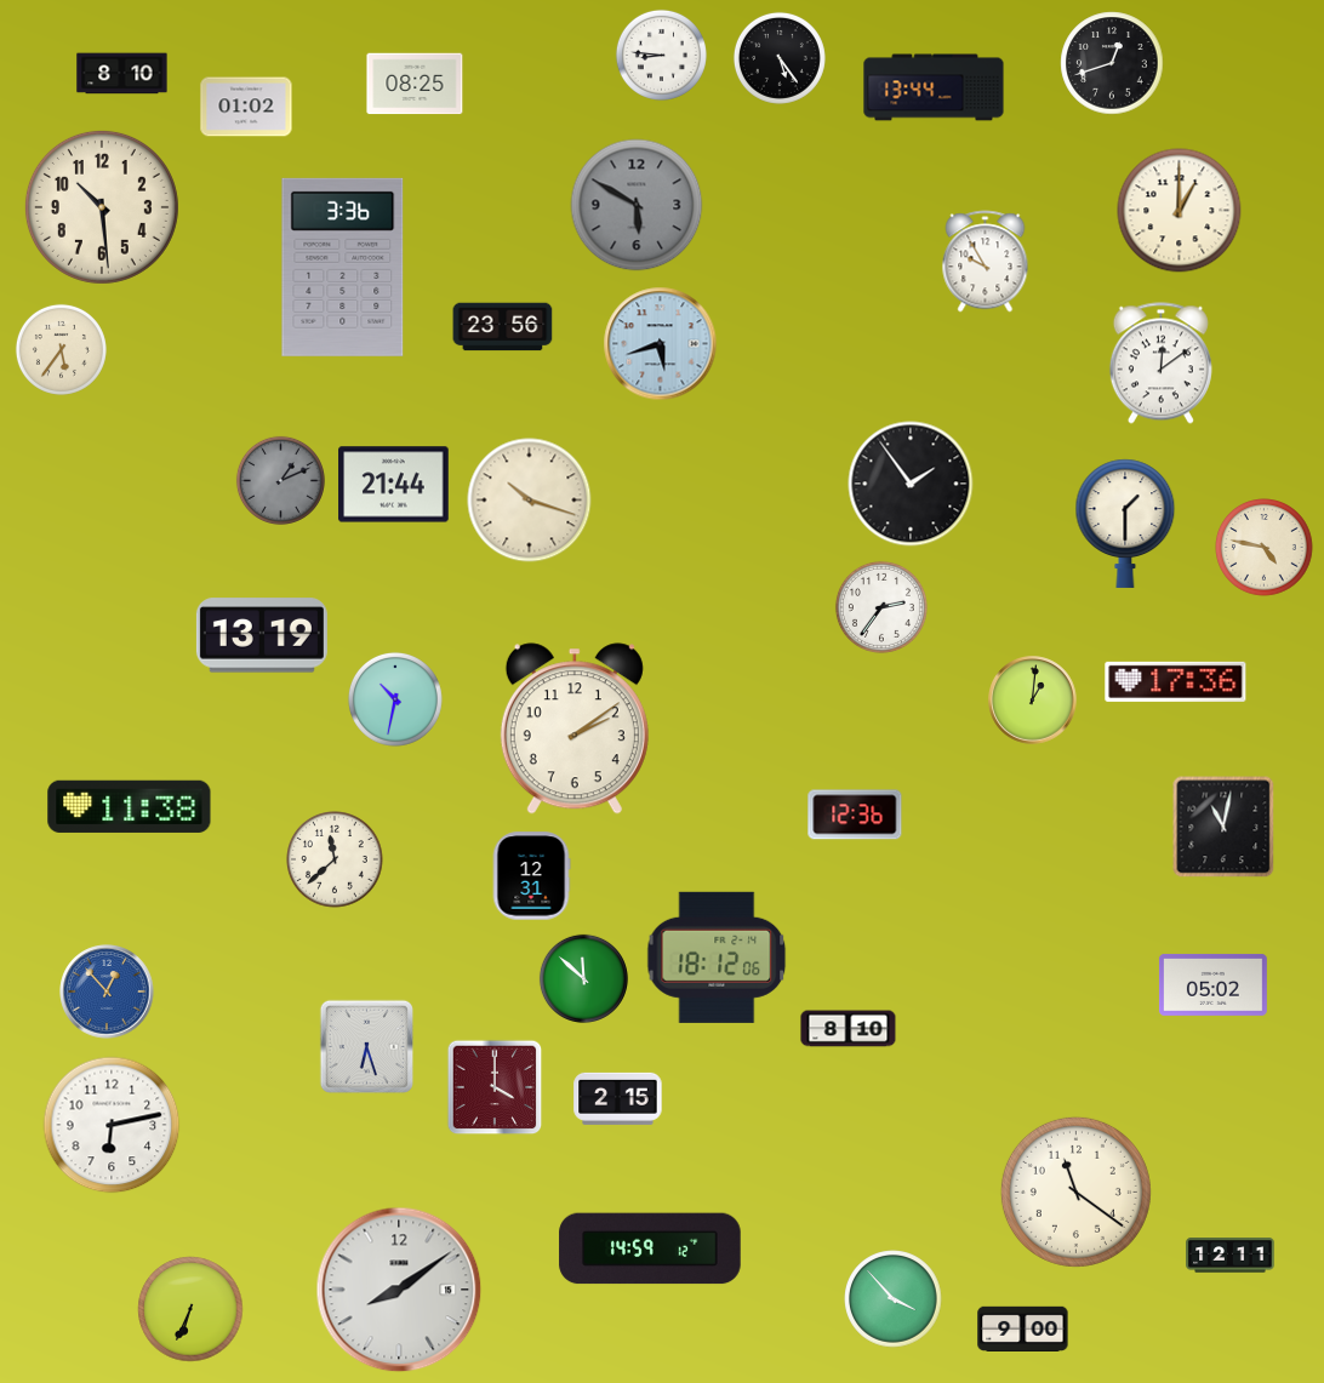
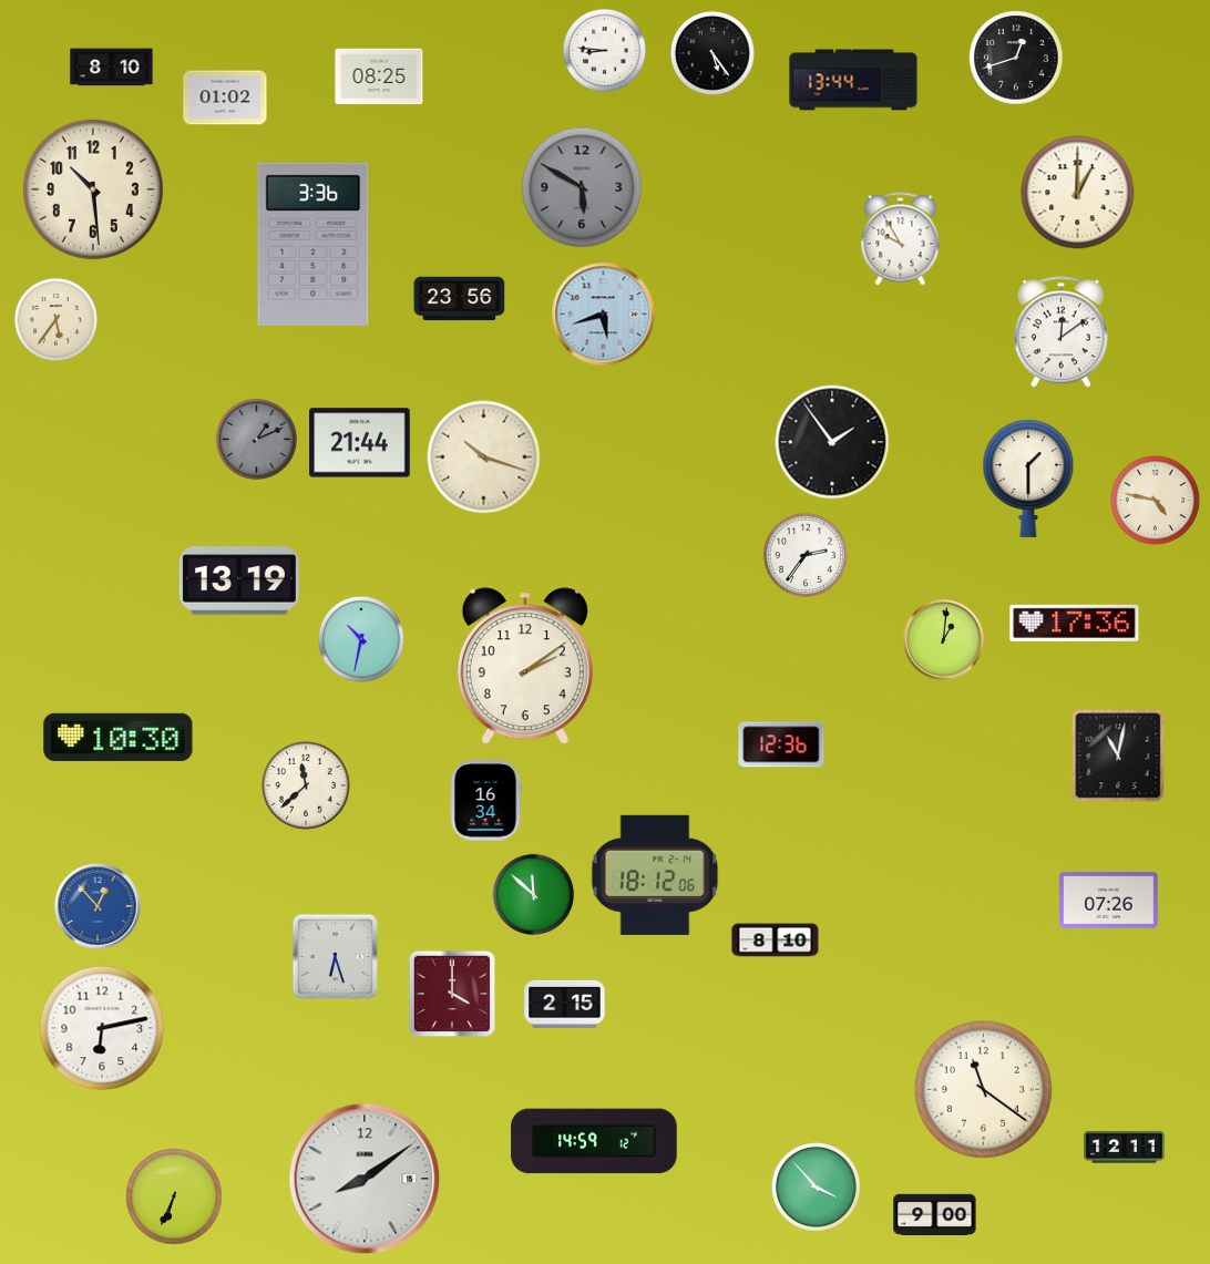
clock at (130, 806): 11:38 -> 10:30
clock at (531, 876): 12:31 -> 16:34
clock at (1212, 984): 05:02 -> 07:26
